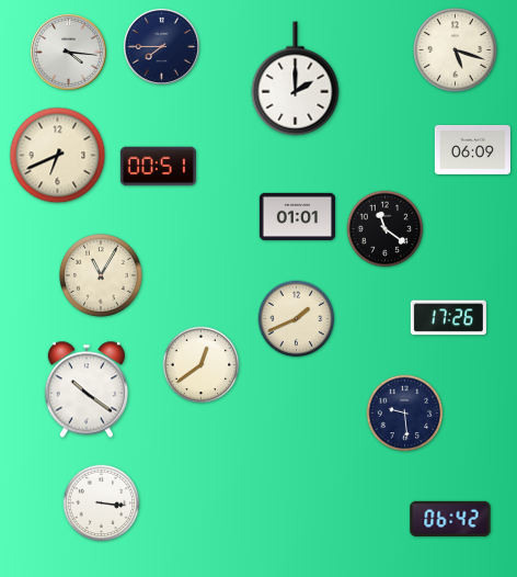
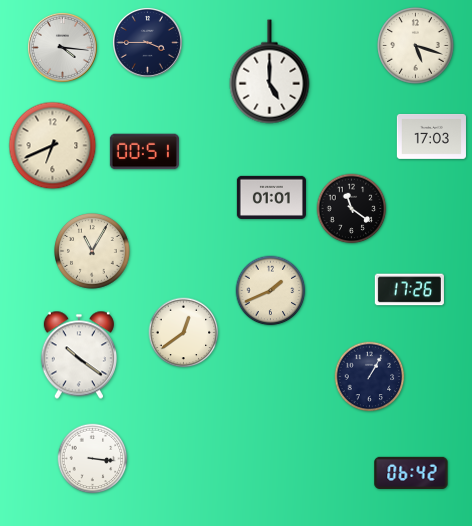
clock at (161, 46): 7:45 -> 3:45
clock at (296, 79): 2:00 -> 5:00
clock at (472, 149): 06:09 -> 17:03
clock at (58, 156) position: (58, 156) -> (53, 146)
clock at (405, 414): 9:29 -> 1:05
